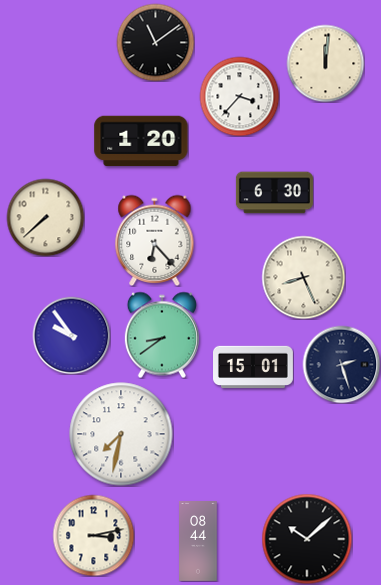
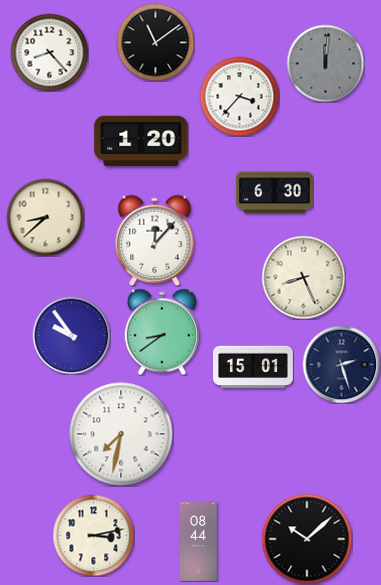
clock at (49, 52): none -> 8:23
clock at (325, 63) dial: cream -> grey
clock at (45, 217): 7:38 -> 8:38
clock at (155, 240): 6:23 -> 12:07
clock at (162, 335) position: (162, 335) -> (162, 332)
